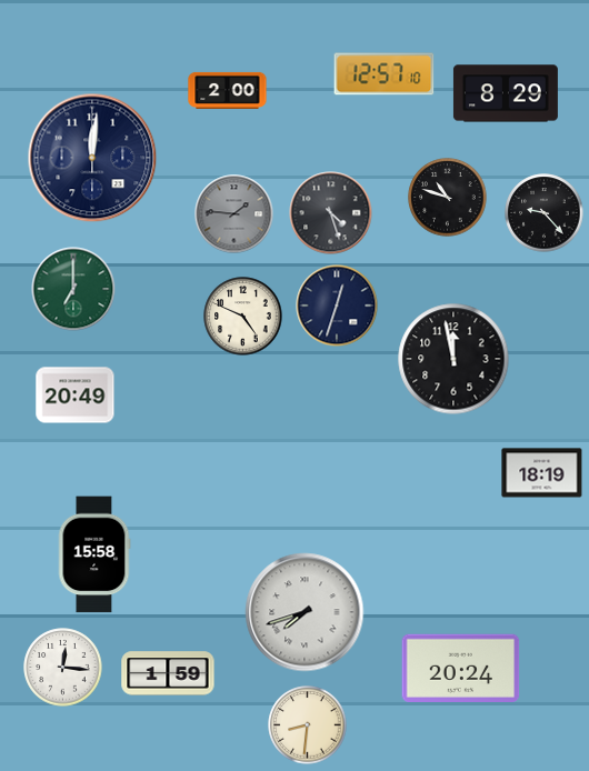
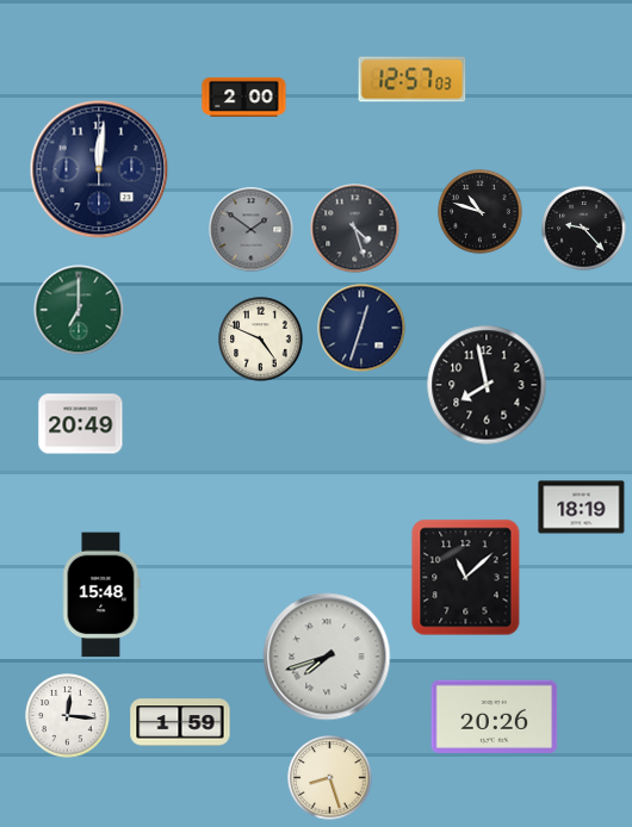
clock at (385, 74): 12:57:10 -> 12:57:03
clock at (506, 93): 8:29 -> none
clock at (234, 214): 1:46 -> 1:51
clock at (453, 359): 11:58 -> 7:58
clock at (466, 578): none -> 11:08
clock at (94, 554): 15:58 -> 15:48
clock at (461, 668): 20:24 -> 20:26
clock at (308, 725): 8:31 -> 8:27
